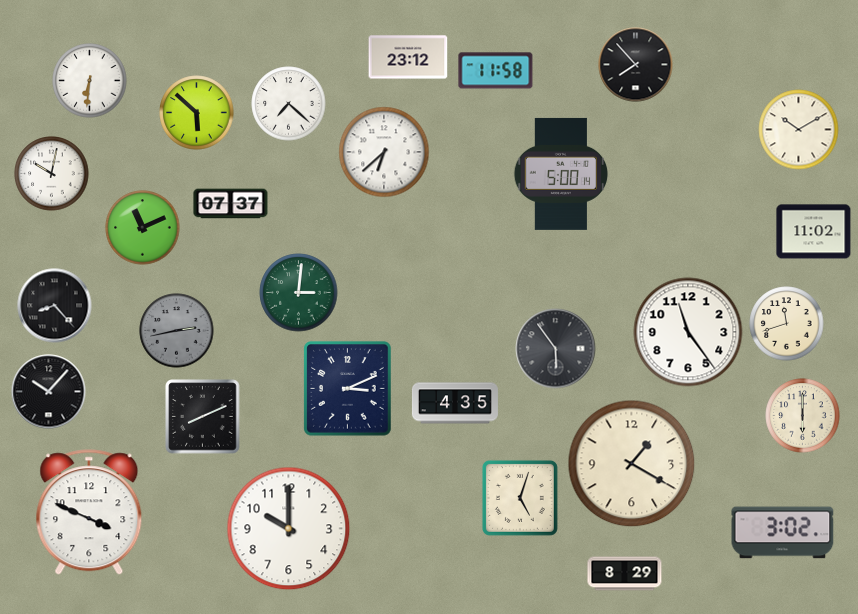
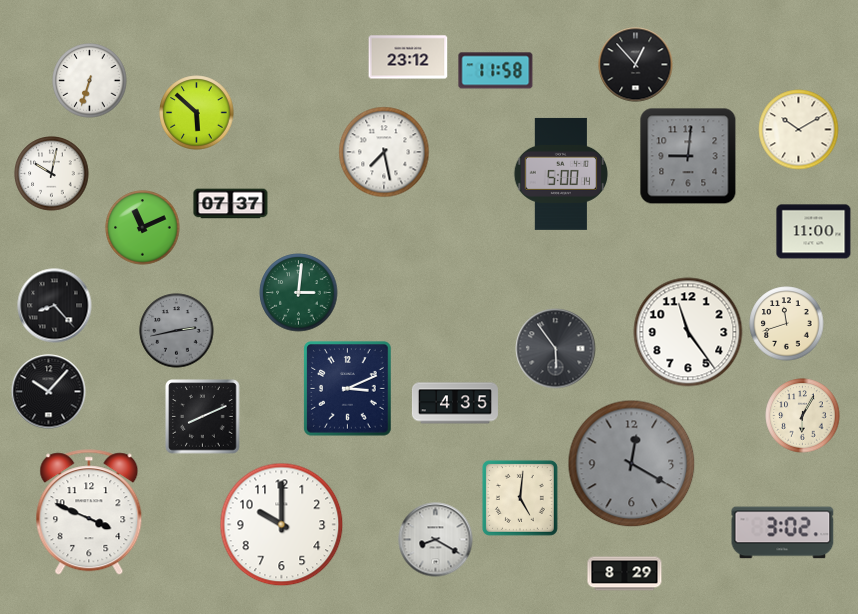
clock at (636, 65): 7:53 -> 12:53
clock at (90, 81): 6:31 -> 6:33
clock at (289, 104): 7:22 -> none
clock at (384, 152): 6:38 -> 7:28
clock at (688, 156): none -> 9:01
clock at (814, 232): 11:02 -> 11:00
clock at (803, 416): 6:00 -> 6:05
clock at (632, 464): 1:20 -> 12:20
clock at (632, 464) dial: cream -> grey
clock at (520, 498): 5:03 -> 5:01
clock at (289, 529) position: (289, 529) -> (282, 525)
clock at (436, 540): none -> 8:20
